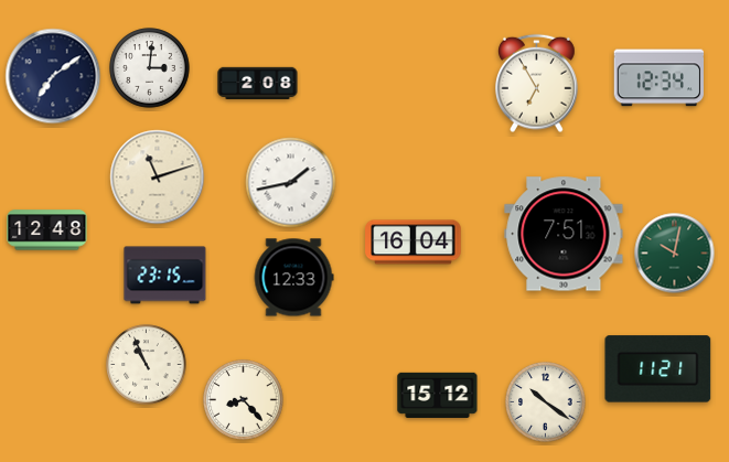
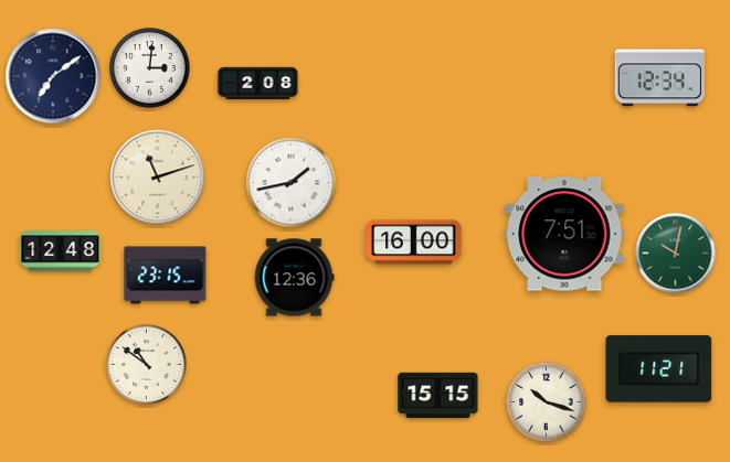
clock at (537, 84): 6:55 -> none
clock at (47, 230) position: (47, 230) -> (61, 251)
clock at (414, 243): 16:04 -> 16:00
clock at (293, 278): 12:33 -> 12:36
clock at (147, 365): 10:56 -> 10:51
clock at (438, 395): 15:12 -> 15:15
clock at (244, 400): 8:23 -> none
clock at (546, 402): 10:21 -> 10:18
